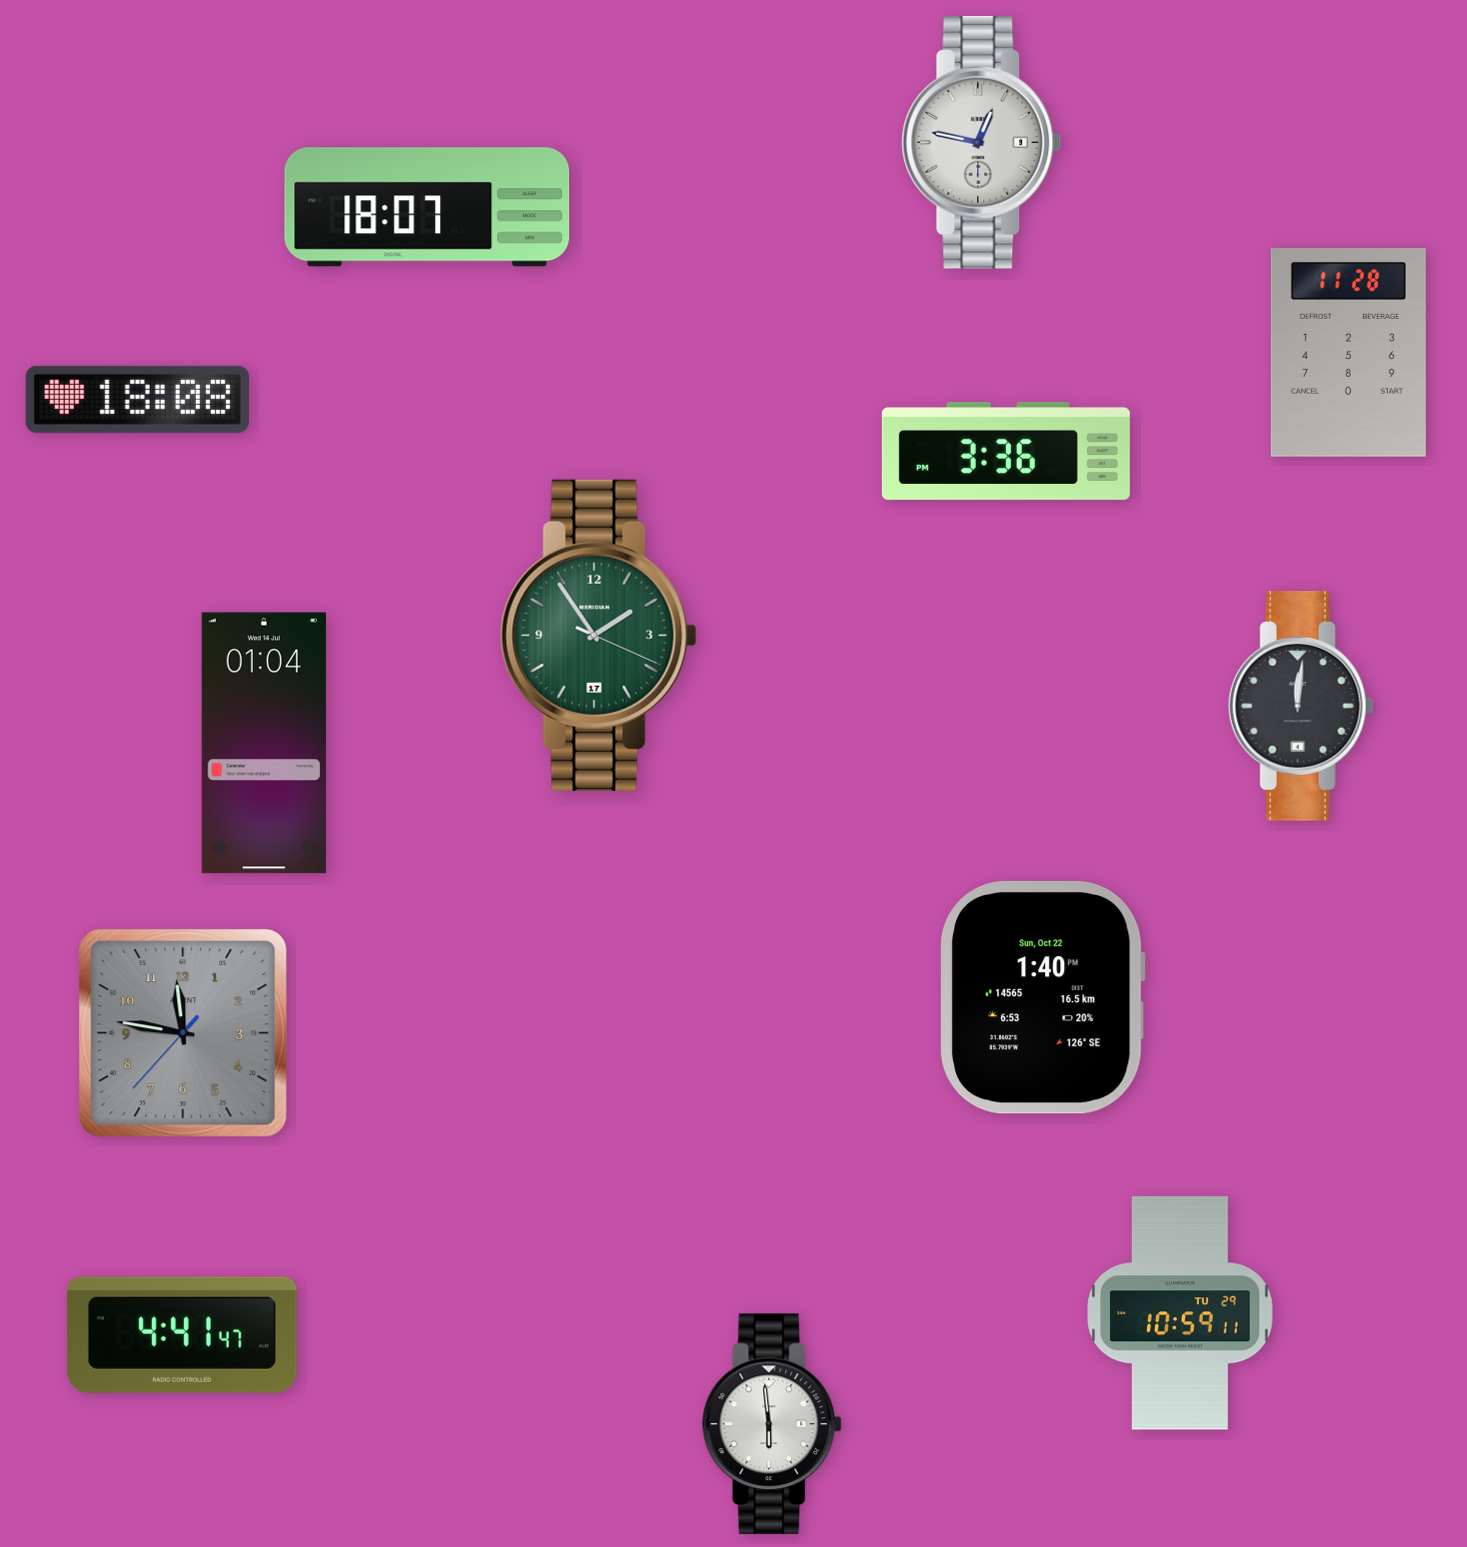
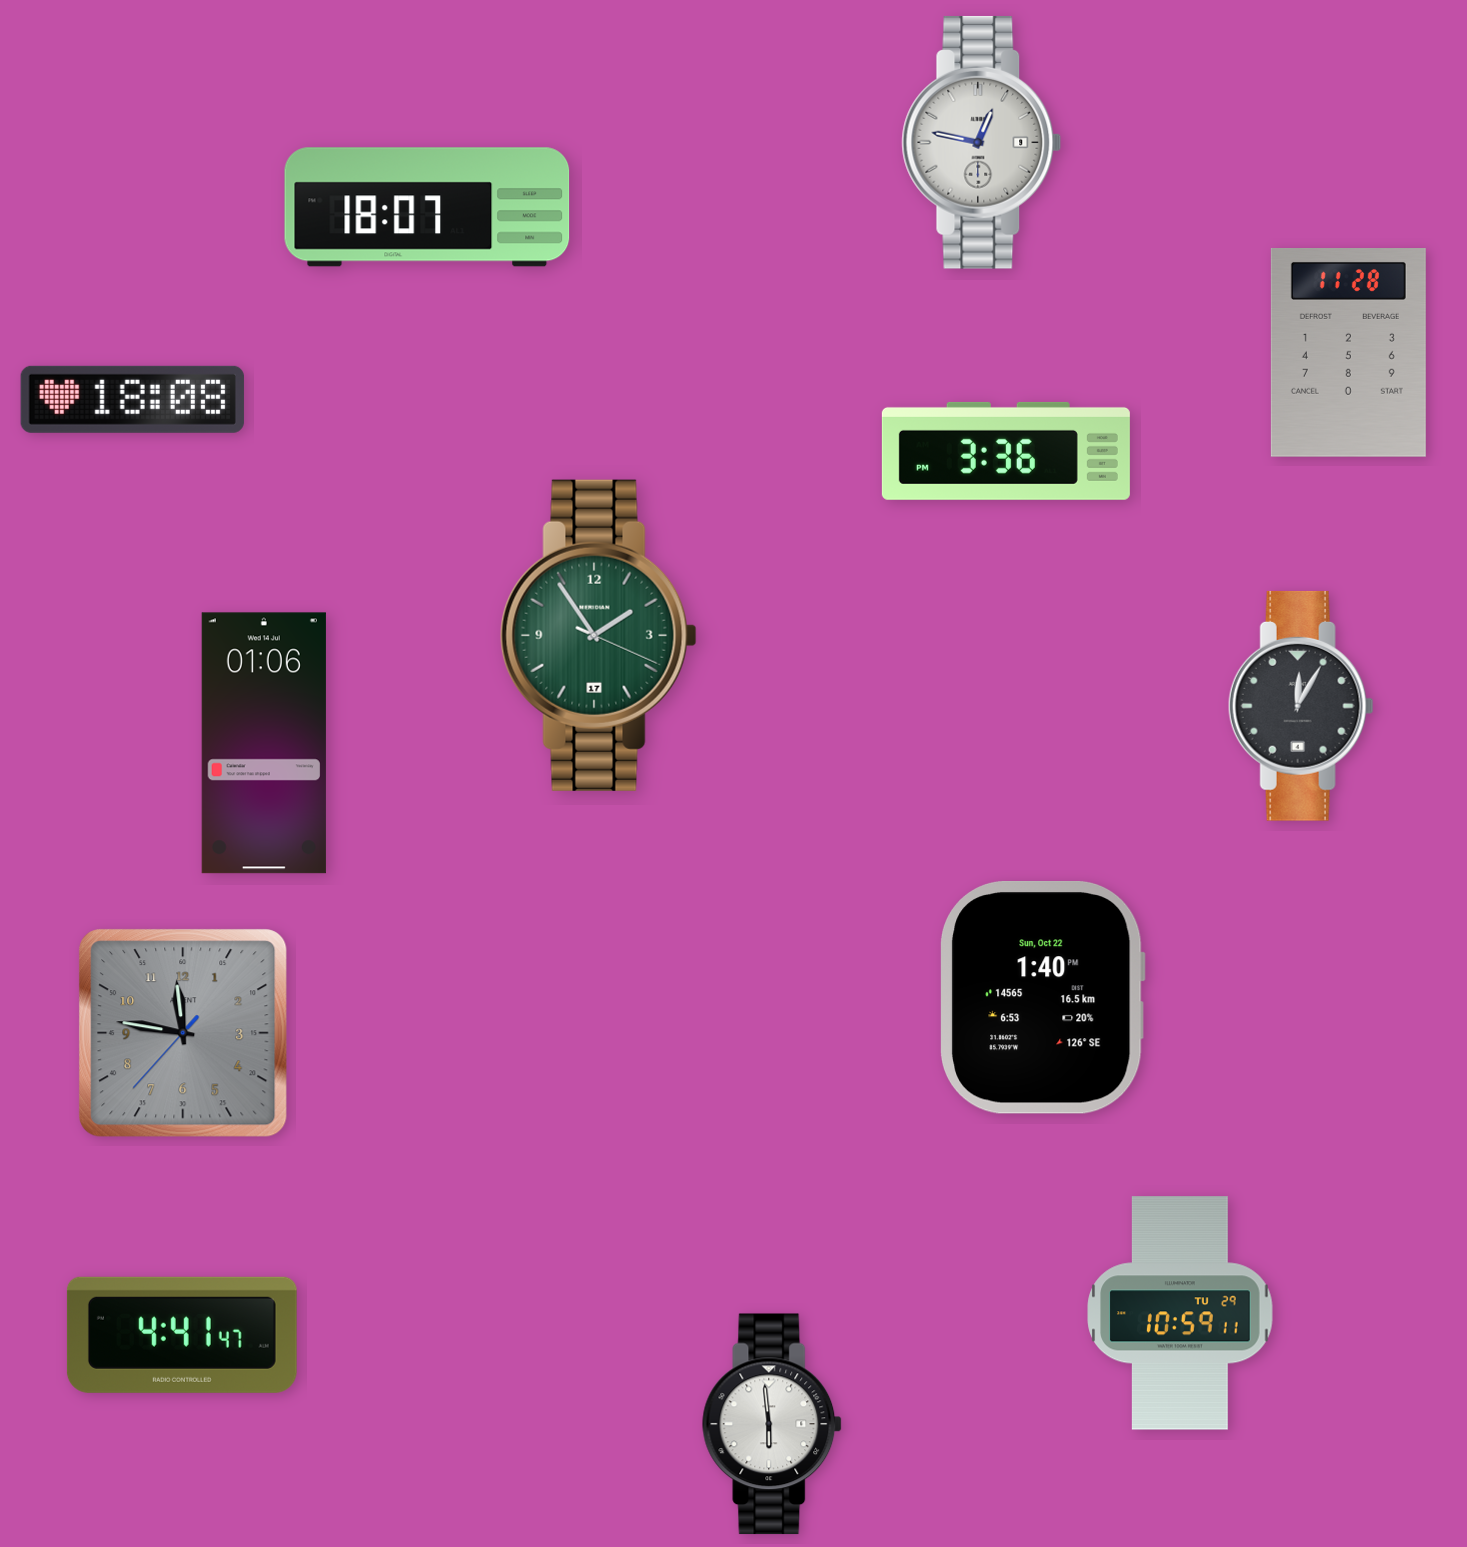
clock at (137, 399) position: (137, 399) -> (132, 399)
clock at (1301, 706): 12:01 -> 12:05
clock at (264, 743): 01:04 -> 01:06
